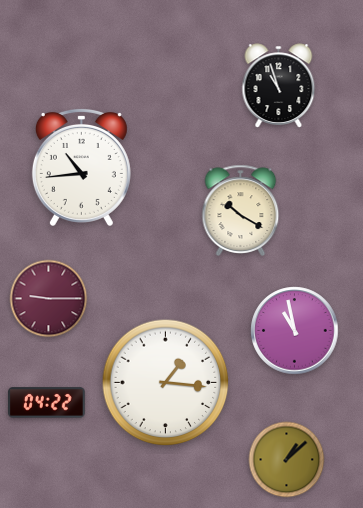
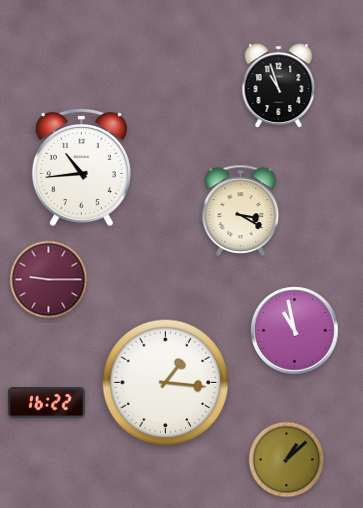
clock at (241, 210): 10:20 -> 3:20
clock at (49, 299) position: (49, 299) -> (49, 280)
clock at (47, 403): 04:22 -> 16:22
